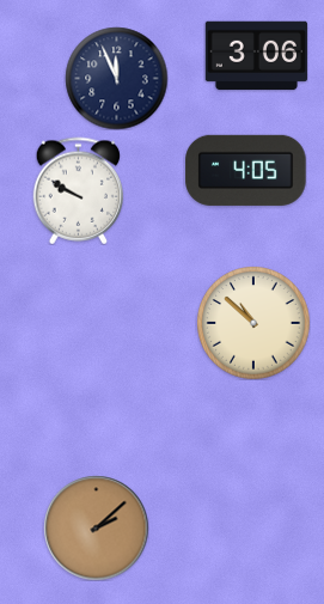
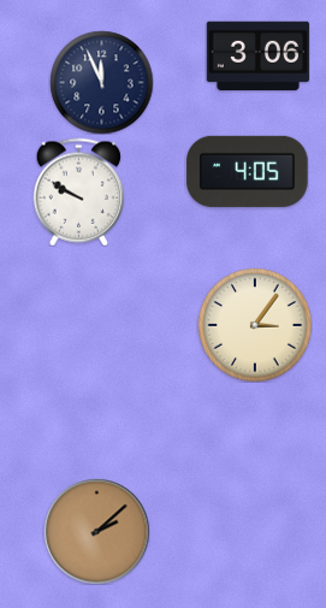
clock at (116, 78) position: (116, 78) -> (101, 82)
clock at (253, 323): 10:52 -> 3:06
